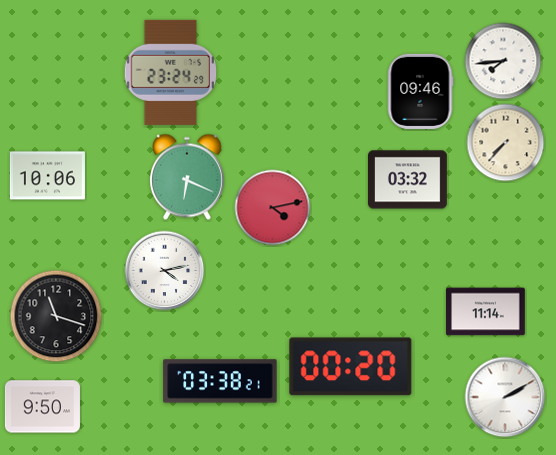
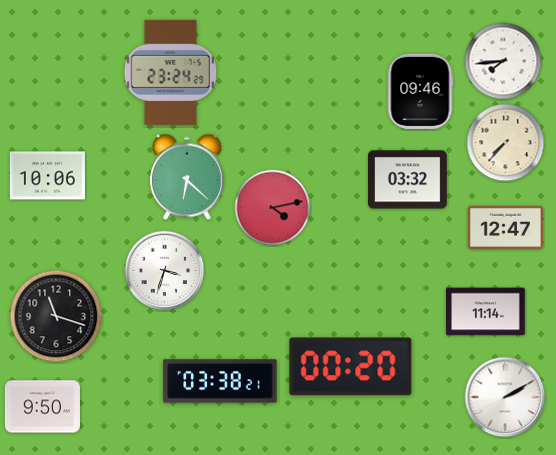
clock at (187, 177): 6:19 -> 6:22
clock at (505, 227): none -> 12:47
clock at (165, 271): 4:13 -> 3:33
